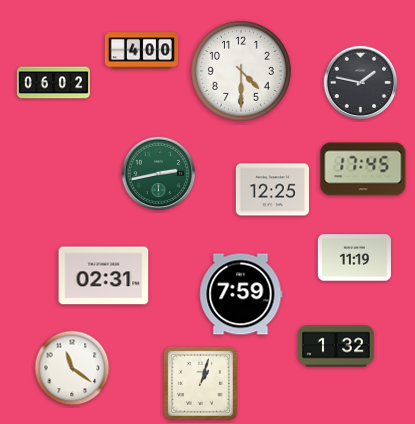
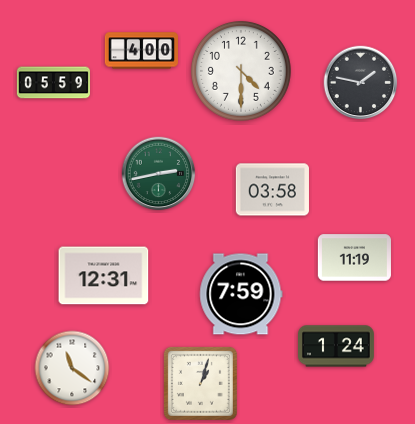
clock at (53, 83): 06:02 -> 05:59
clock at (363, 169): 17:45 -> none
clock at (272, 190): 12:25 -> 03:58
clock at (104, 276): 02:31 -> 12:31
clock at (337, 346): 1:32 -> 1:24
